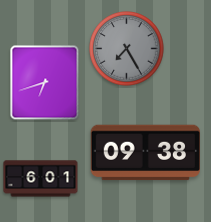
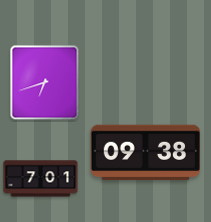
clock at (127, 49): 7:25 -> none
clock at (41, 179): 6:01 -> 7:01
